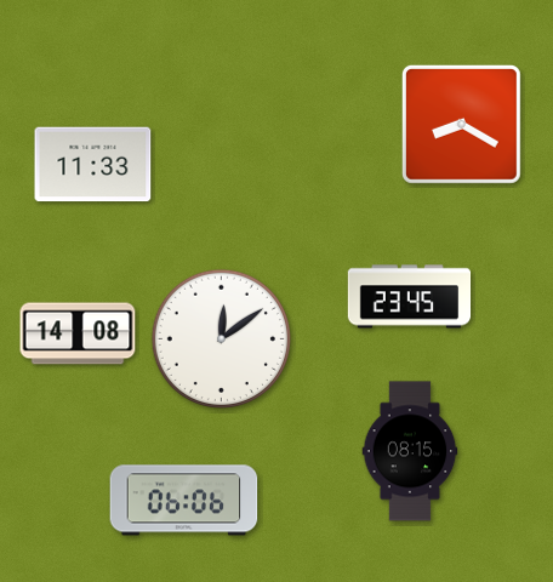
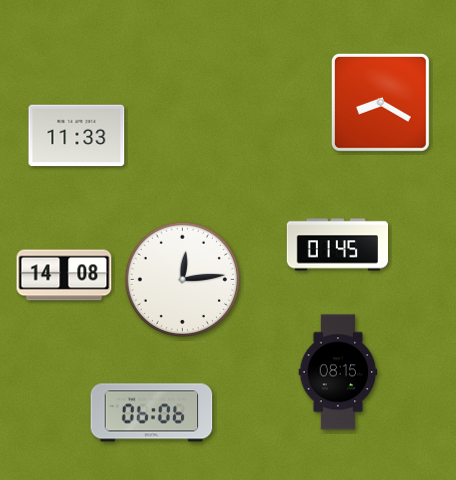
clock at (410, 297): 23:45 -> 01:45
clock at (221, 338): 12:09 -> 12:14
